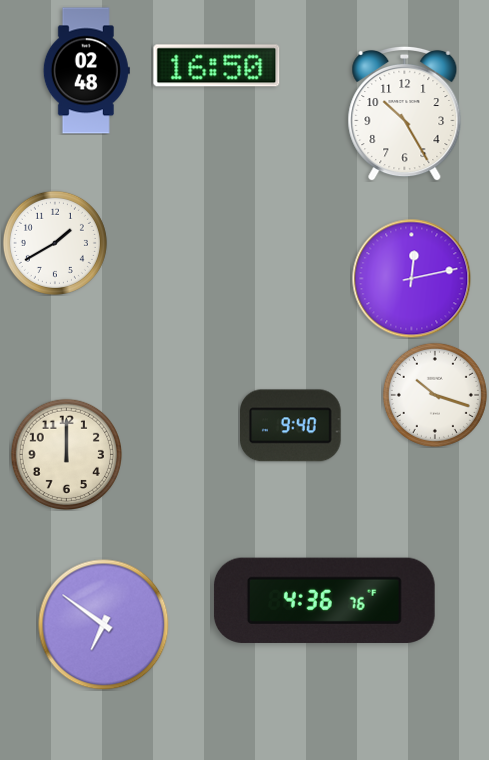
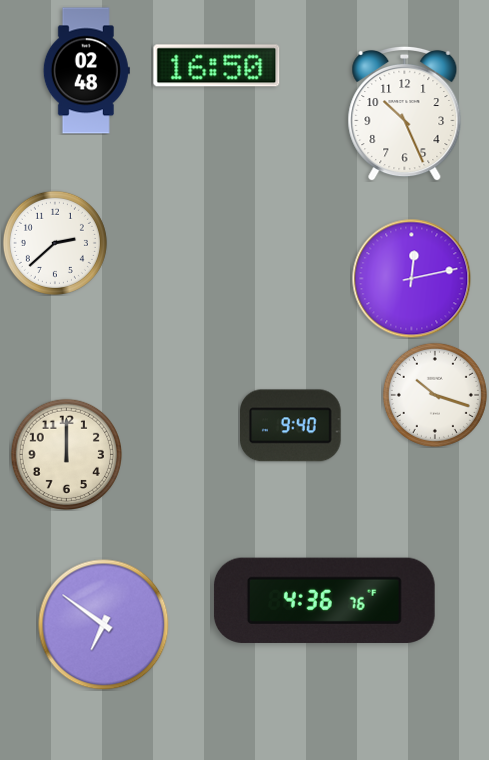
clock at (405, 113): 10:25 -> 10:26
clock at (55, 243): 1:40 -> 2:38
